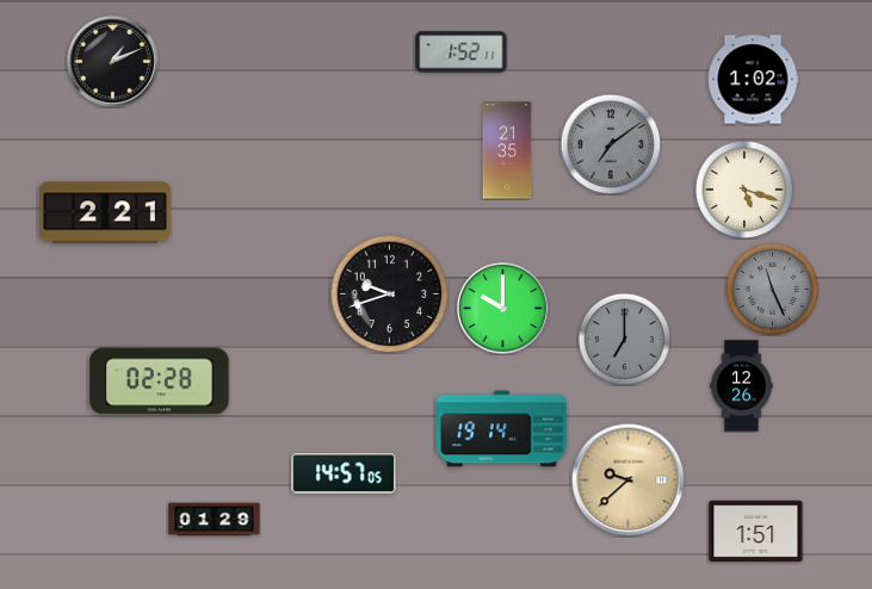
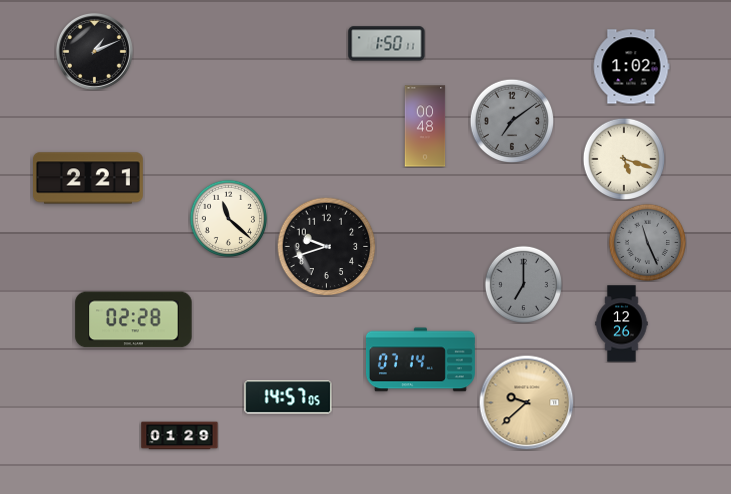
clock at (462, 52): 1:52 -> 1:50
clock at (507, 150): 21:35 -> 00:48
clock at (228, 218): none -> 11:22
clock at (502, 308): 10:00 -> none
clock at (501, 429): 19:14 -> 07:14
clock at (756, 532): 1:51 -> none
